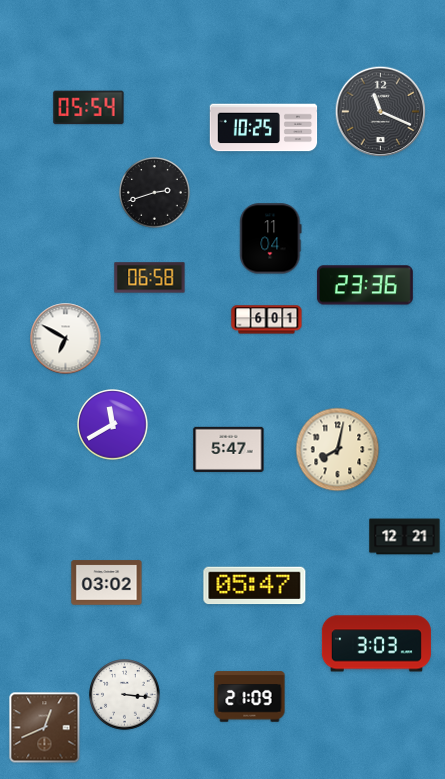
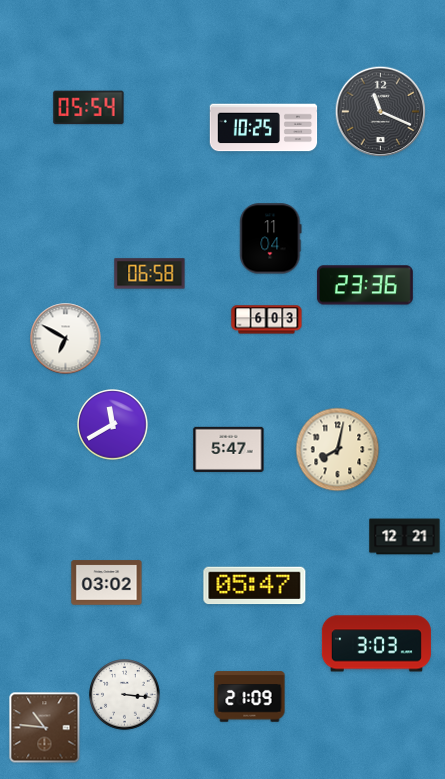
clock at (155, 193): 2:42 -> none
clock at (150, 278) position: (150, 278) -> (150, 274)
clock at (267, 320): 6:01 -> 6:03
clock at (45, 728): 12:41 -> 10:46
